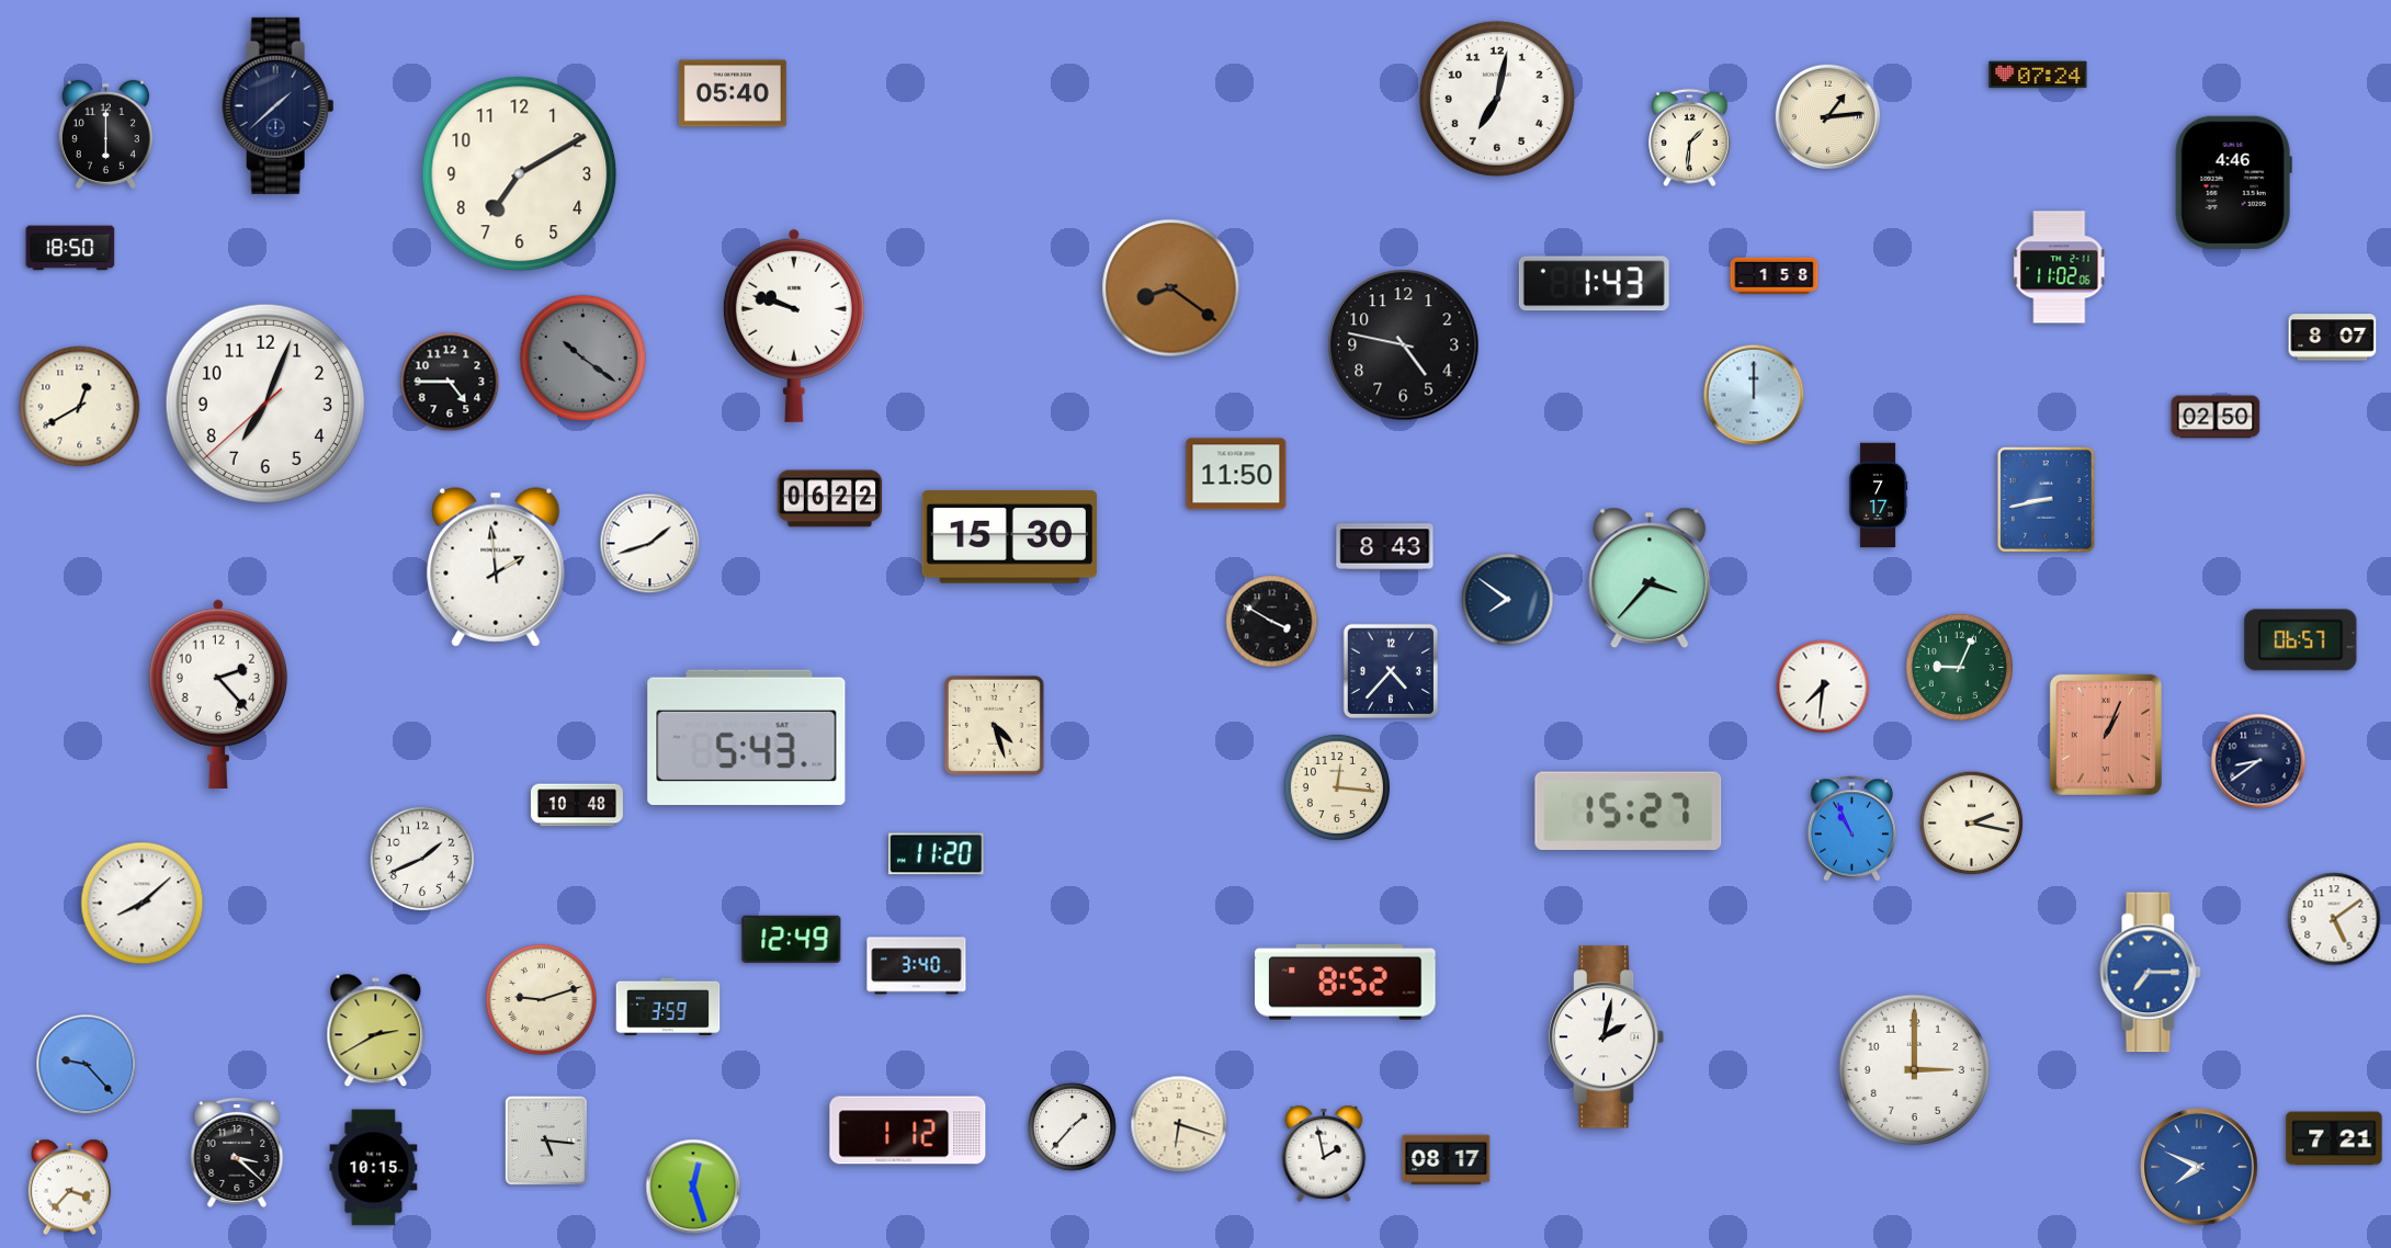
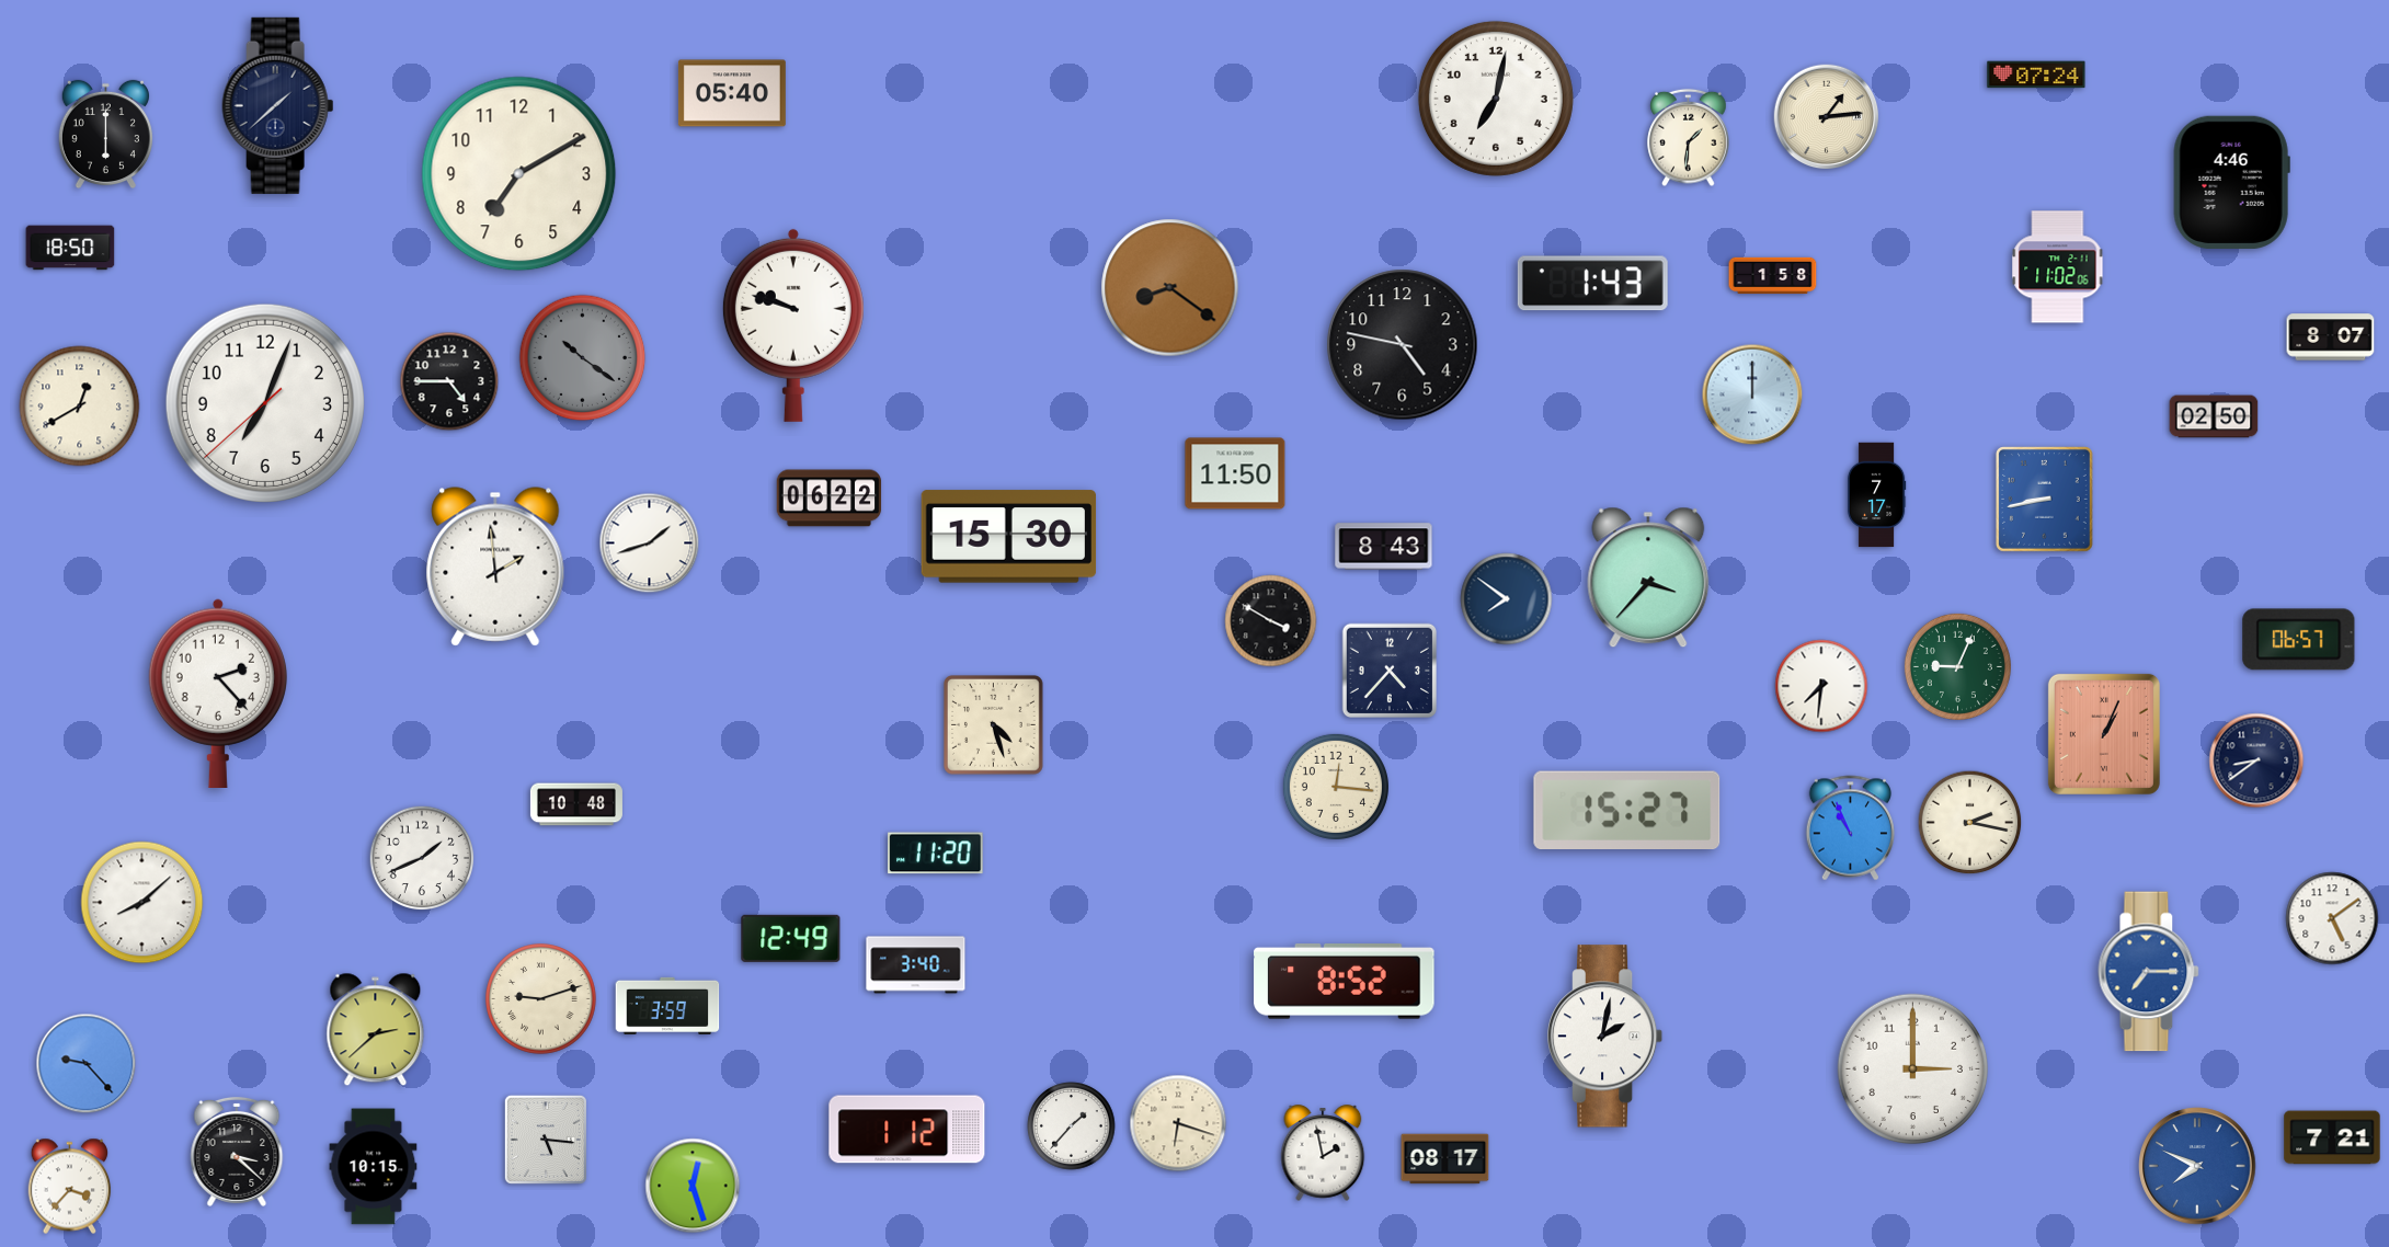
clock at (747, 737): 5:43 -> none
clock at (376, 1031): 2:40 -> 2:38
